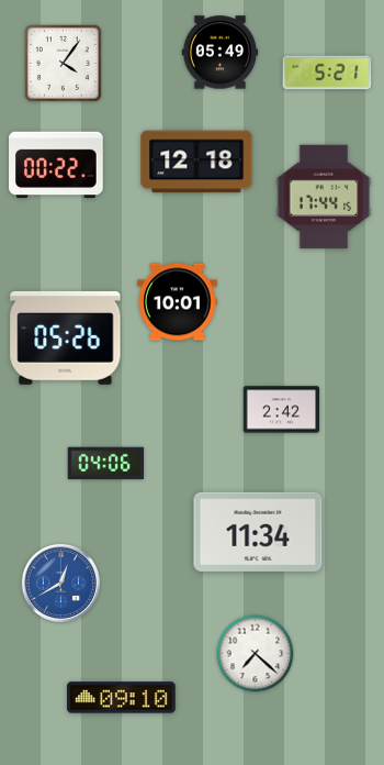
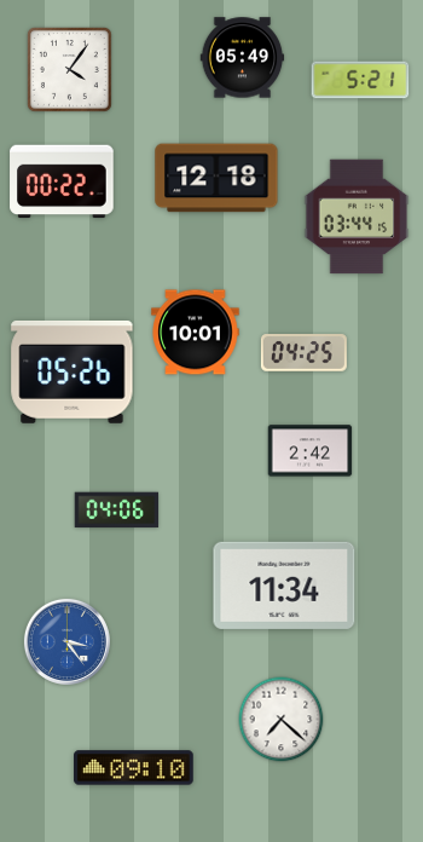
clock at (324, 197): 17:44 -> 03:44
clock at (303, 353): none -> 04:25
clock at (60, 583): 12:40 -> 3:24
